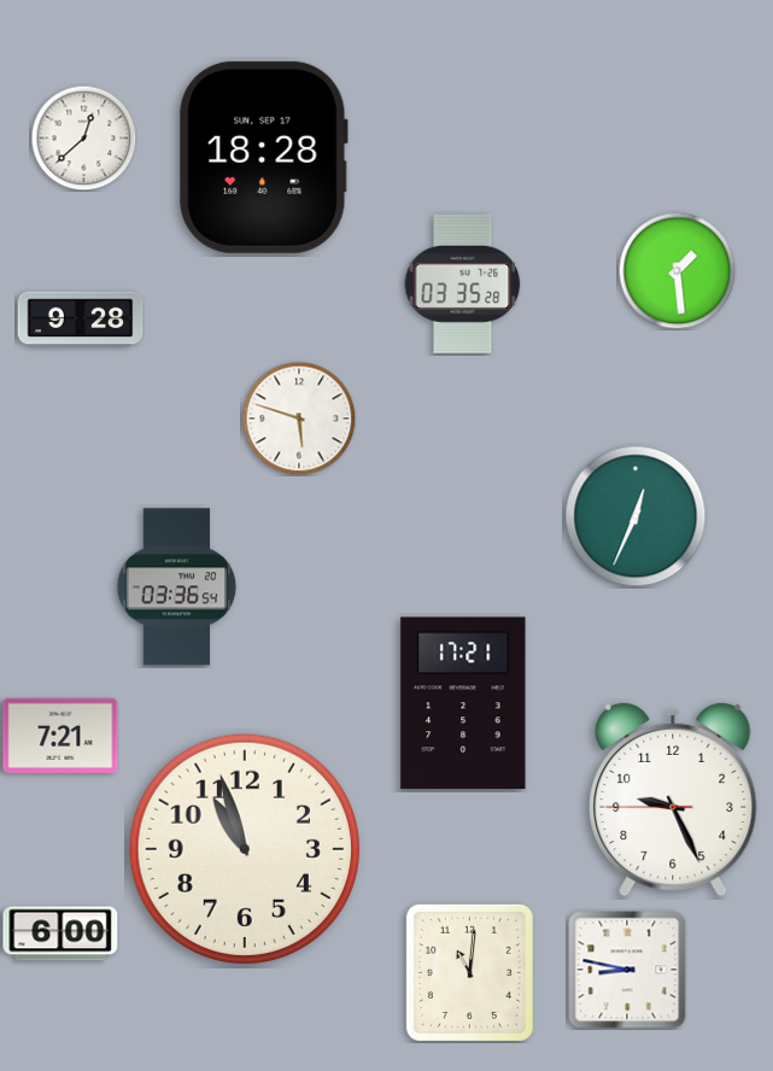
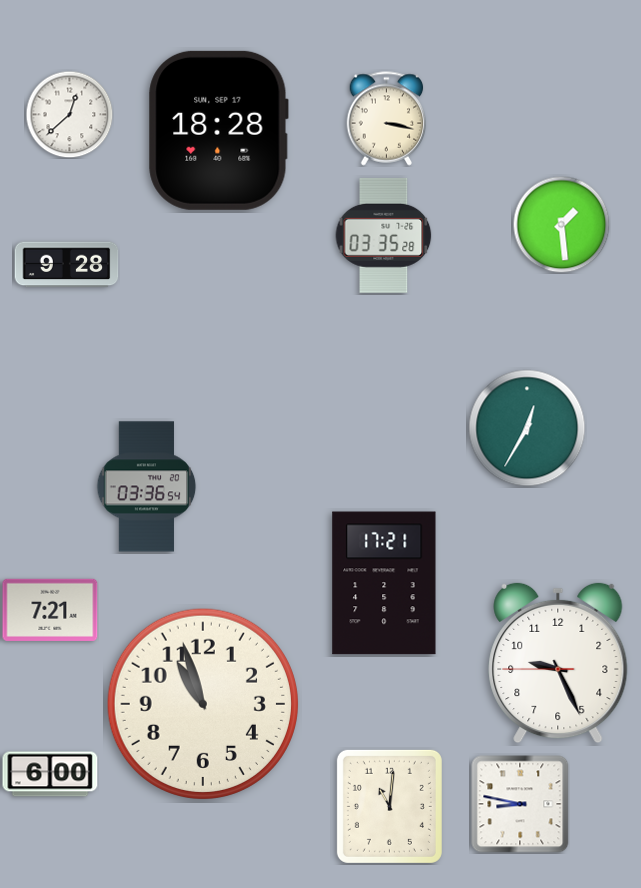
clock at (387, 119): none -> 3:17
clock at (299, 419): 5:48 -> none
clock at (636, 516): 12:34 -> 12:35
